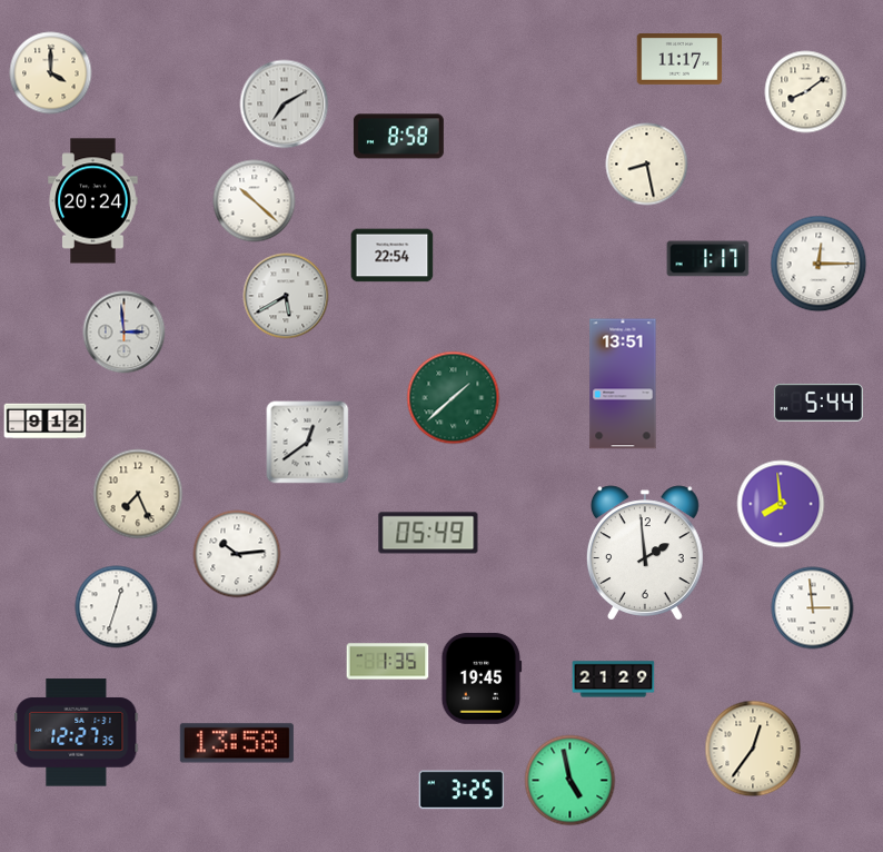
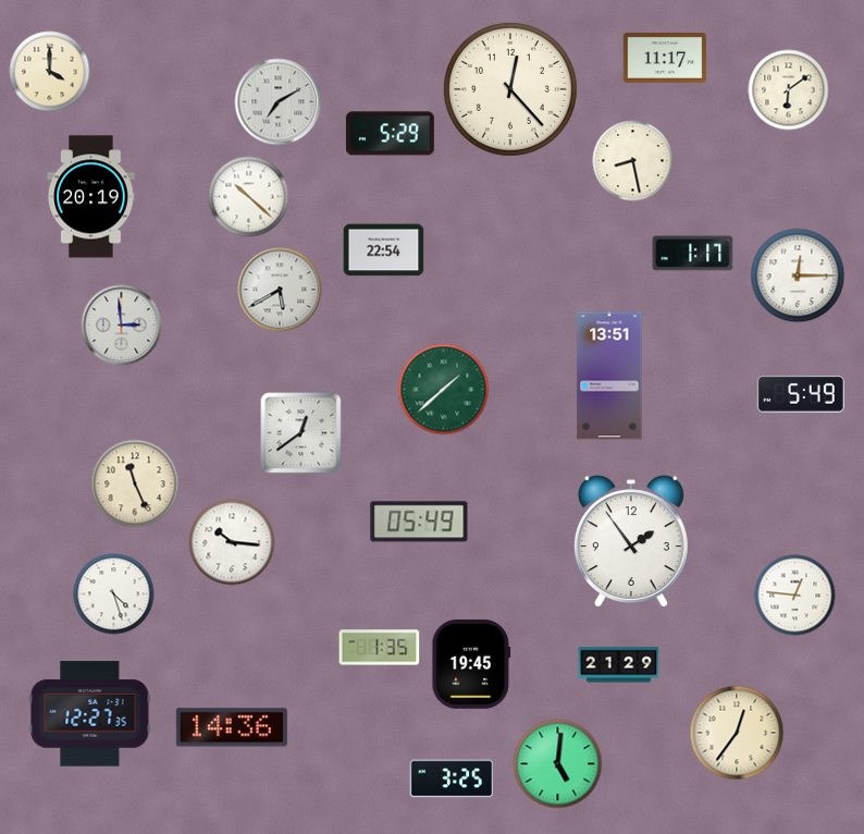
clock at (510, 89): none -> 12:23
clock at (806, 92): 8:09 -> 6:09
clock at (398, 137): 8:58 -> 5:29
clock at (93, 201): 20:24 -> 20:19
clock at (818, 264) position: (818, 264) -> (798, 275)
clock at (818, 403): 5:44 -> 5:49
clock at (46, 422): 9:12 -> none
clock at (138, 494): 7:26 -> 11:26
clock at (781, 504): 7:59 -> none
clock at (645, 553): 1:59 -> 1:54
clock at (237, 554): 10:14 -> 10:16
clock at (117, 607): 12:33 -> 4:27
clock at (813, 608): 2:59 -> 12:46
clock at (614, 680) position: (614, 680) -> (619, 665)
clock at (77, 733) position: (77, 733) -> (90, 714)
clock at (237, 743): 13:58 -> 14:36
clock at (571, 781): 4:58 -> 5:01
clock at (462, 790) position: (462, 790) -> (452, 778)
